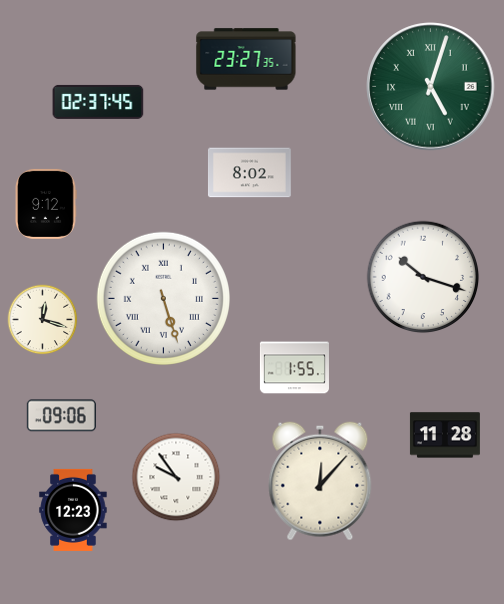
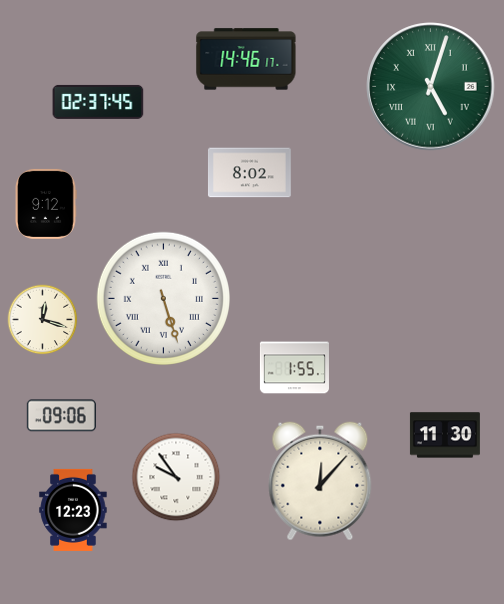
clock at (246, 59): 23:27 -> 14:46
clock at (423, 277): 10:18 -> none
clock at (445, 435): 11:28 -> 11:30
